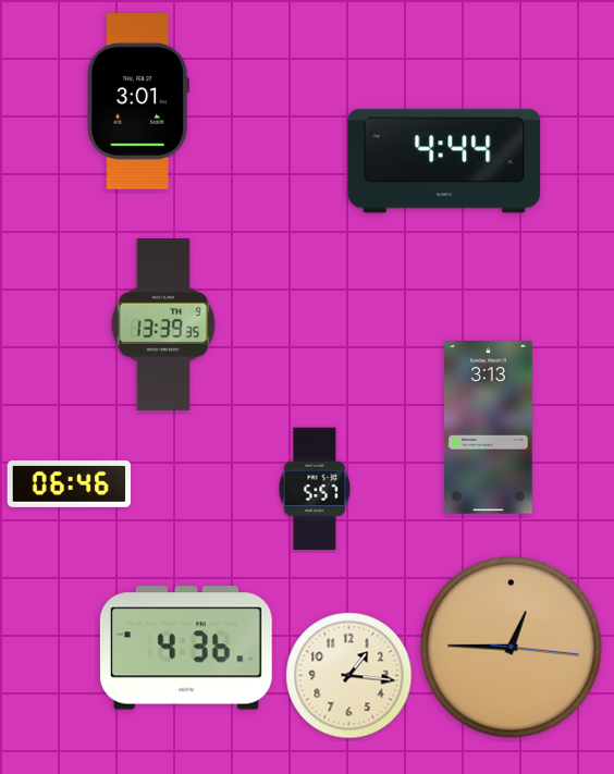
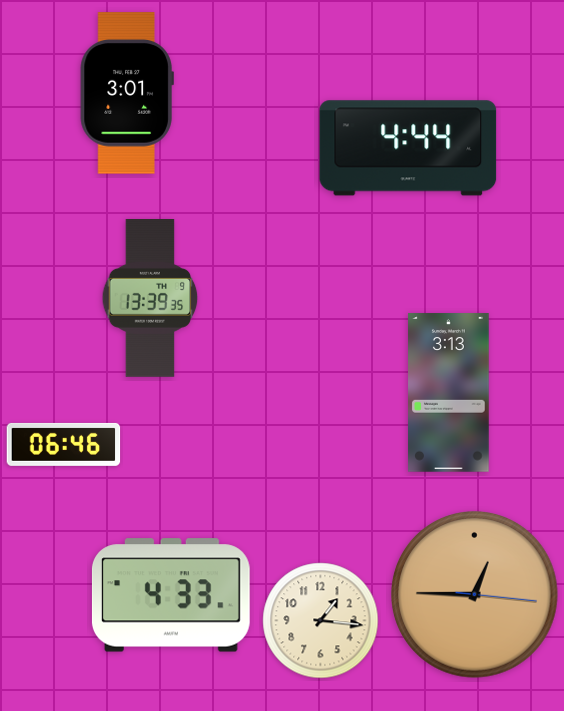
clock at (315, 489): 5:57 -> none
clock at (186, 648): 4:36 -> 4:33
clock at (512, 648) position: (512, 648) -> (475, 595)
